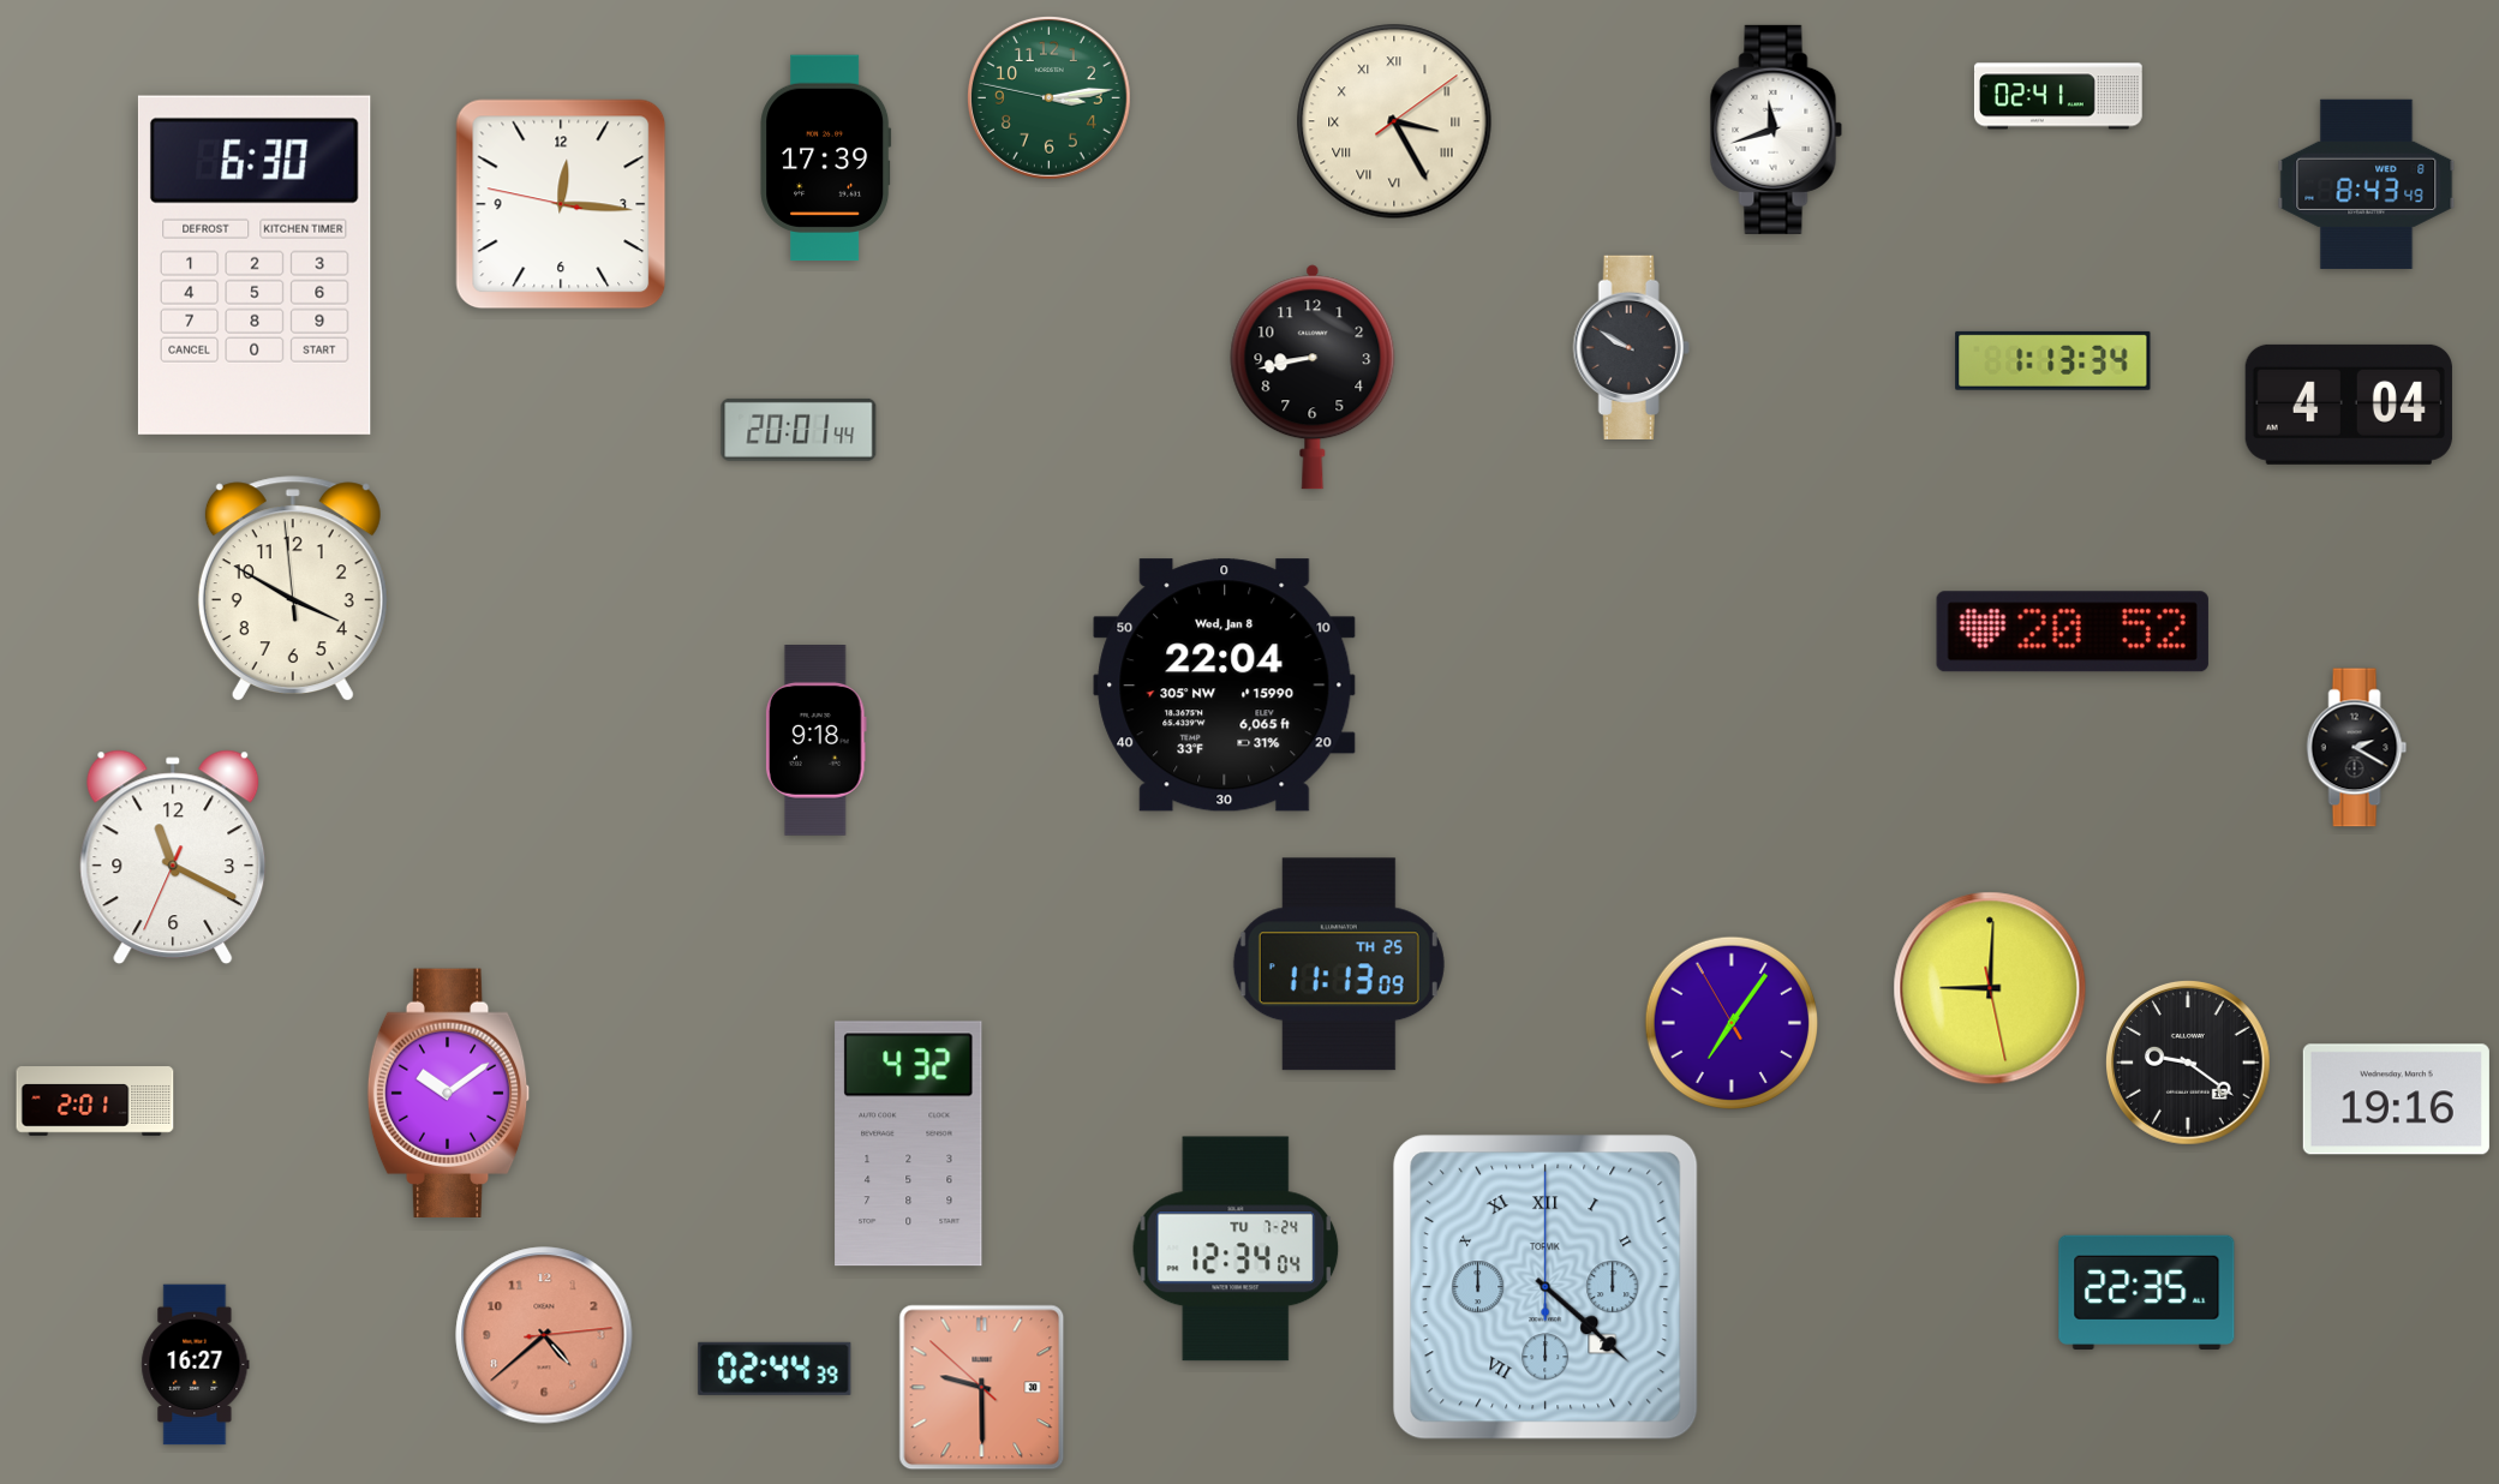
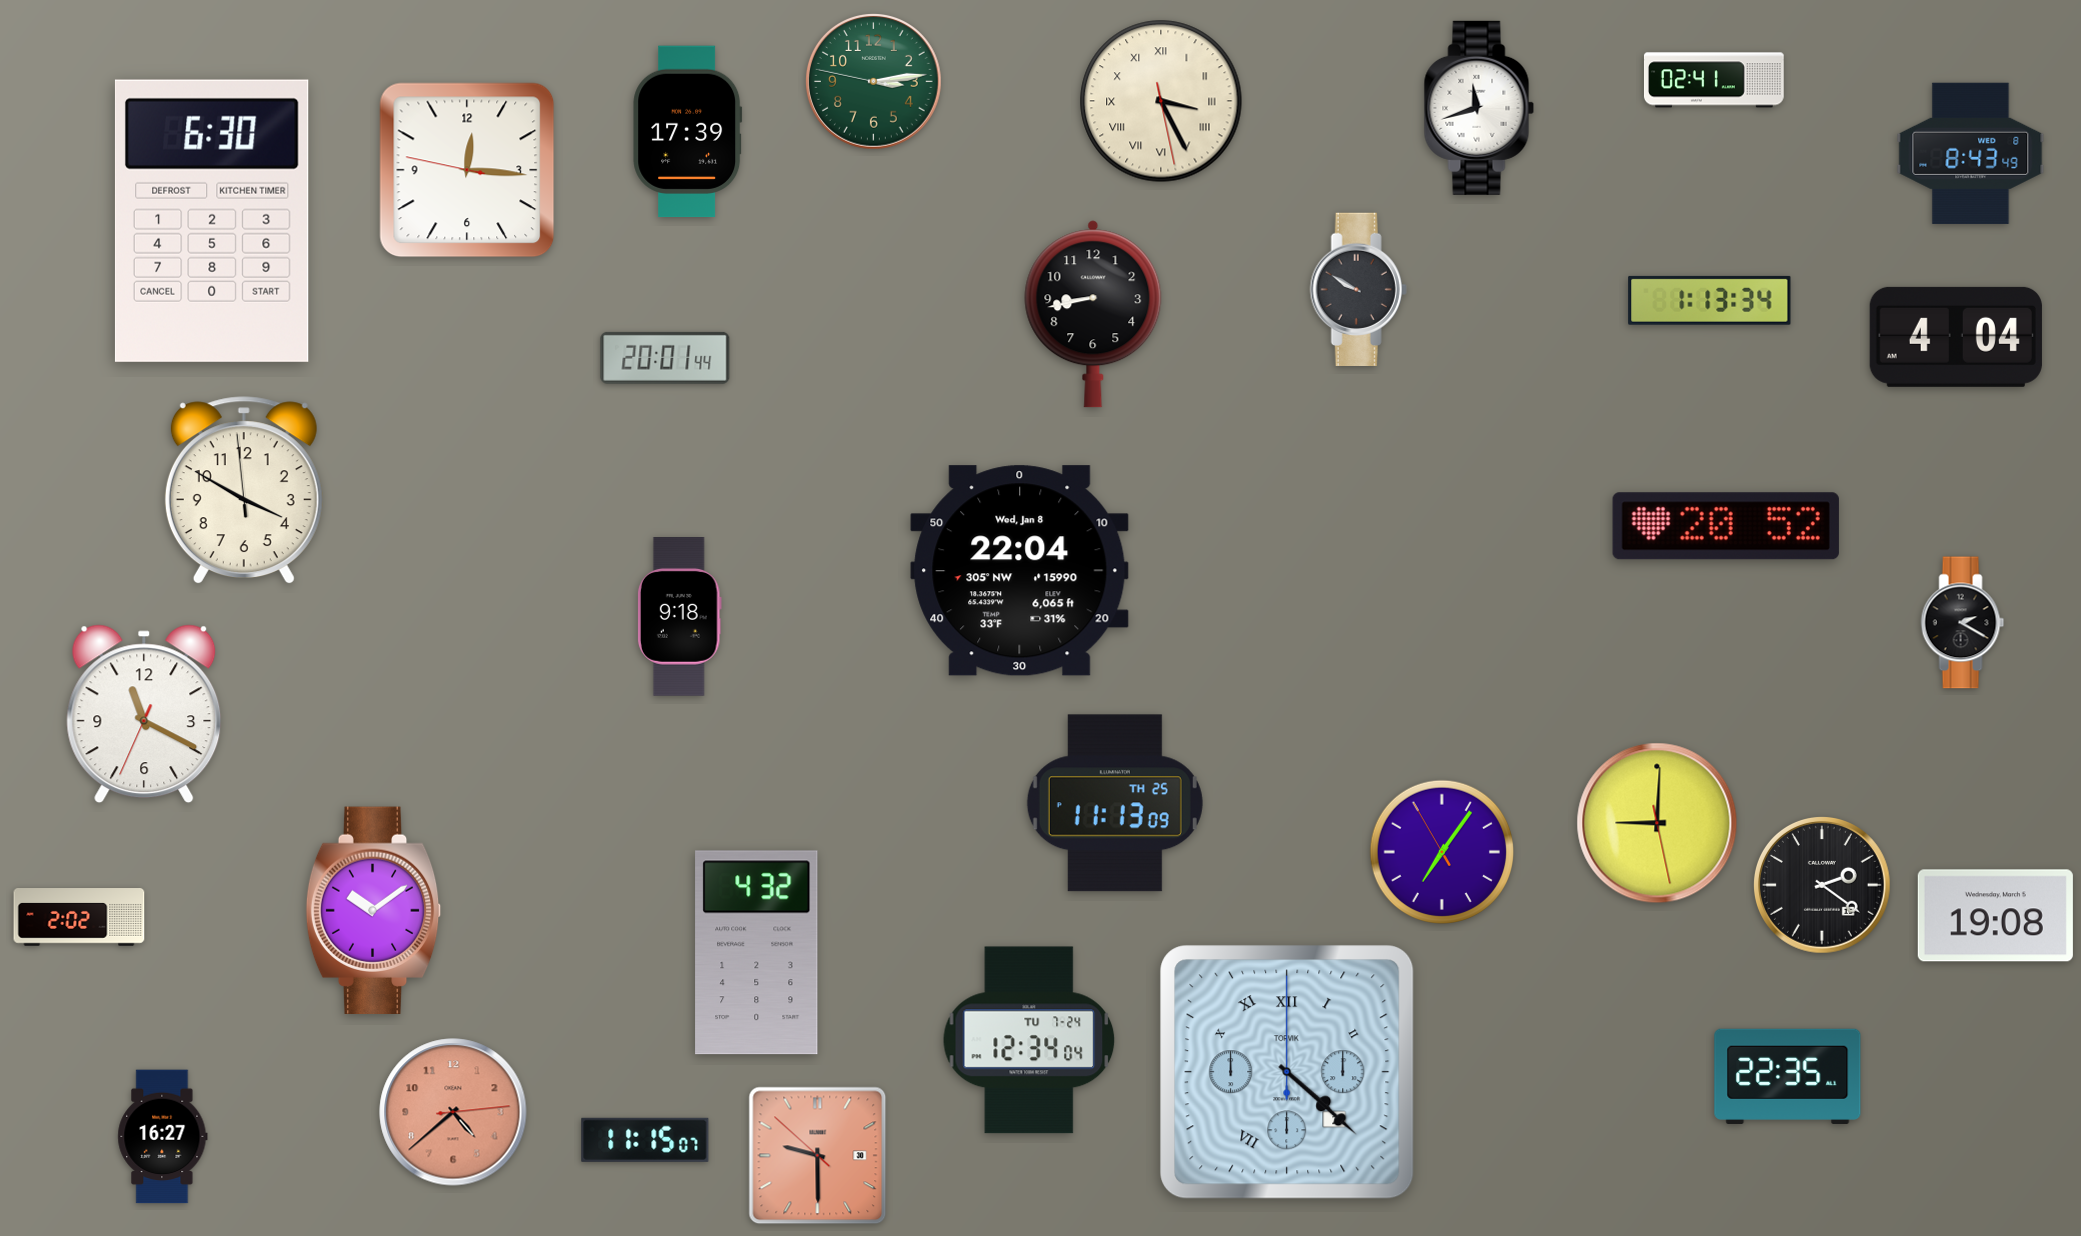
clock at (1394, 121): 3:25:09 -> 3:25:28
clock at (2189, 1064): 9:21 -> 2:21
clock at (2396, 1100): 19:16 -> 19:08
clock at (95, 1101): 2:01 -> 2:02
clock at (775, 1369): 02:44 -> 11:15
